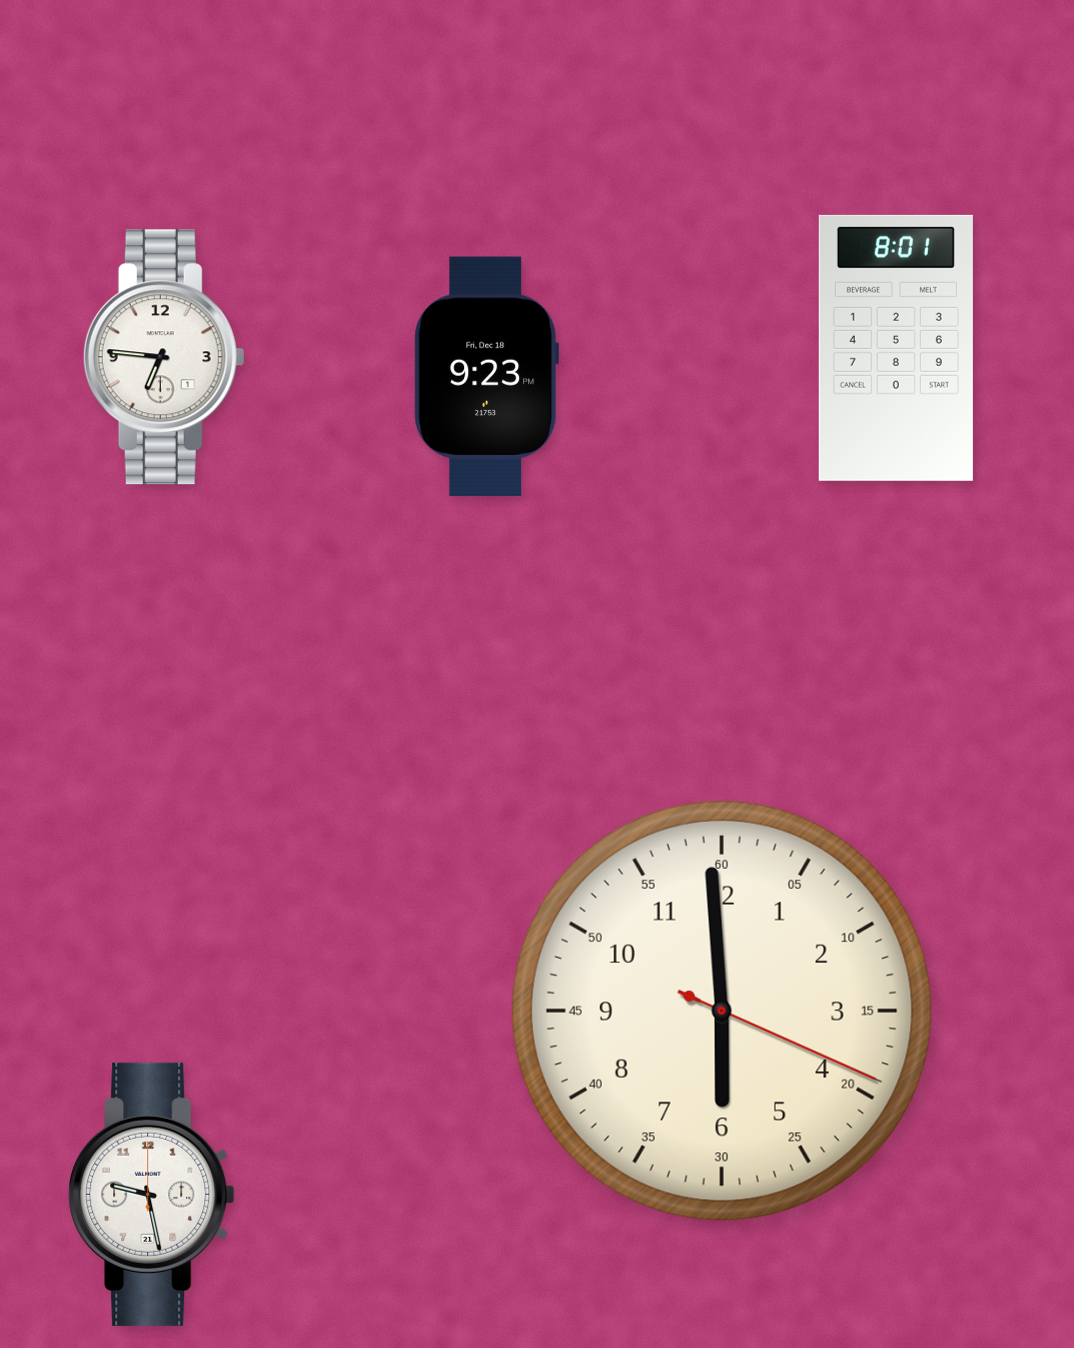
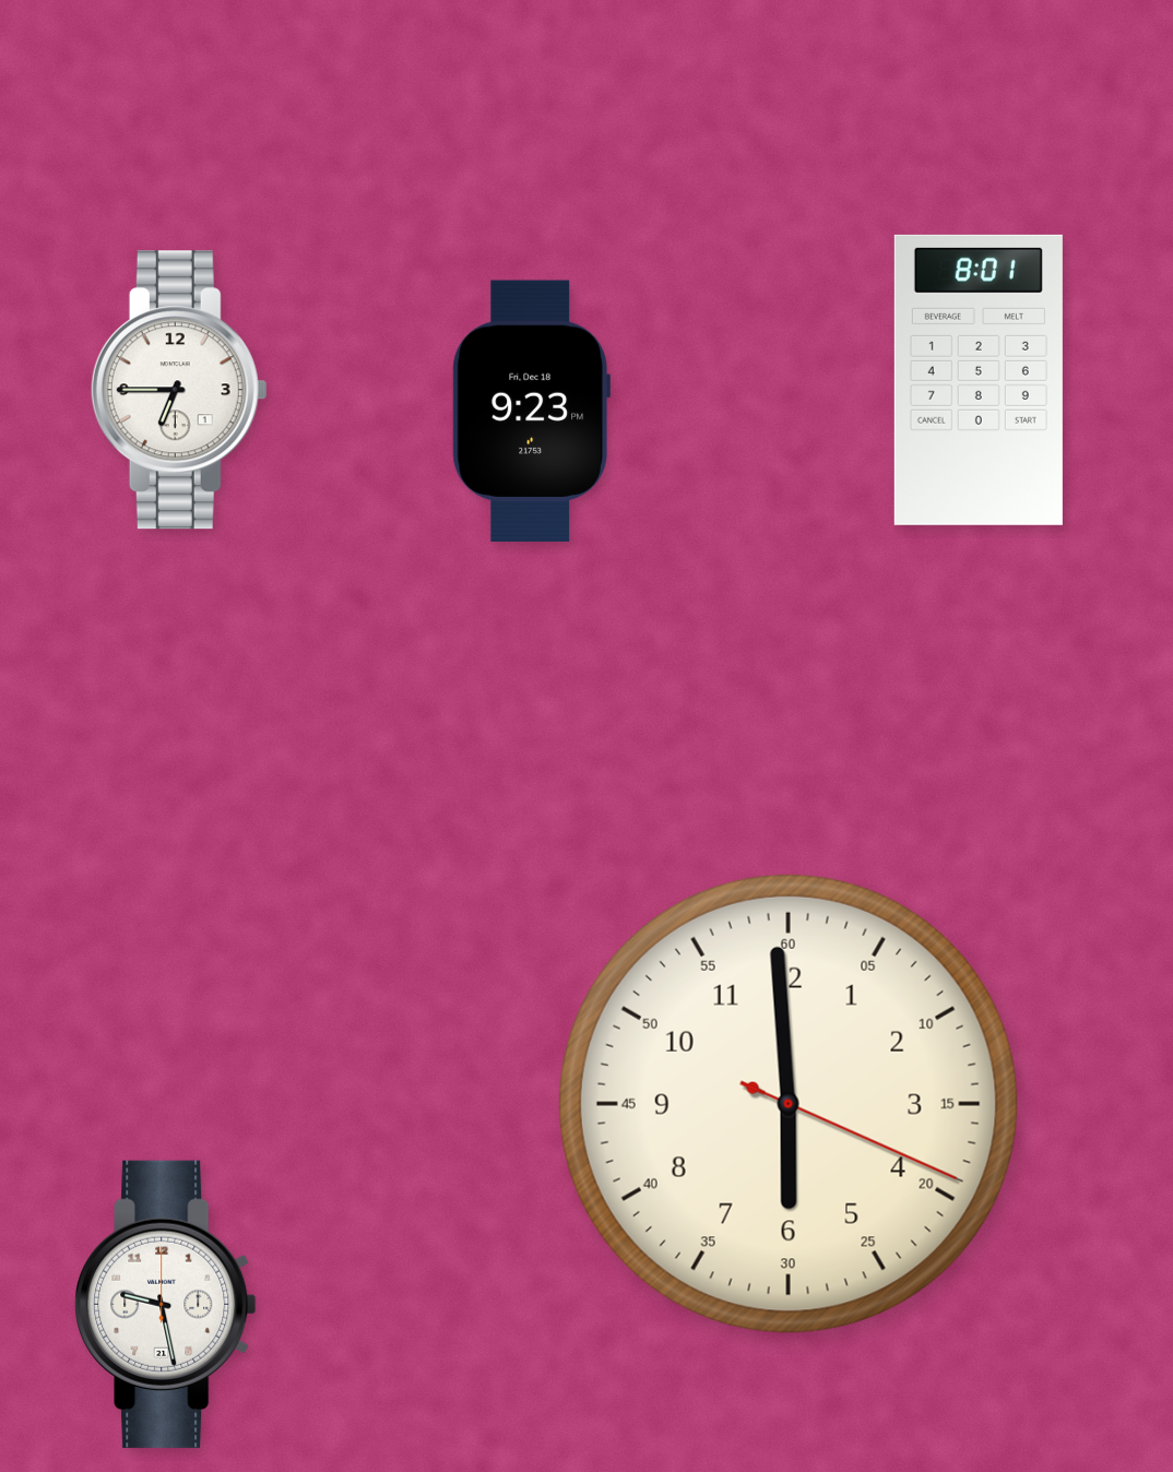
clock at (164, 357): 6:46 -> 6:45
